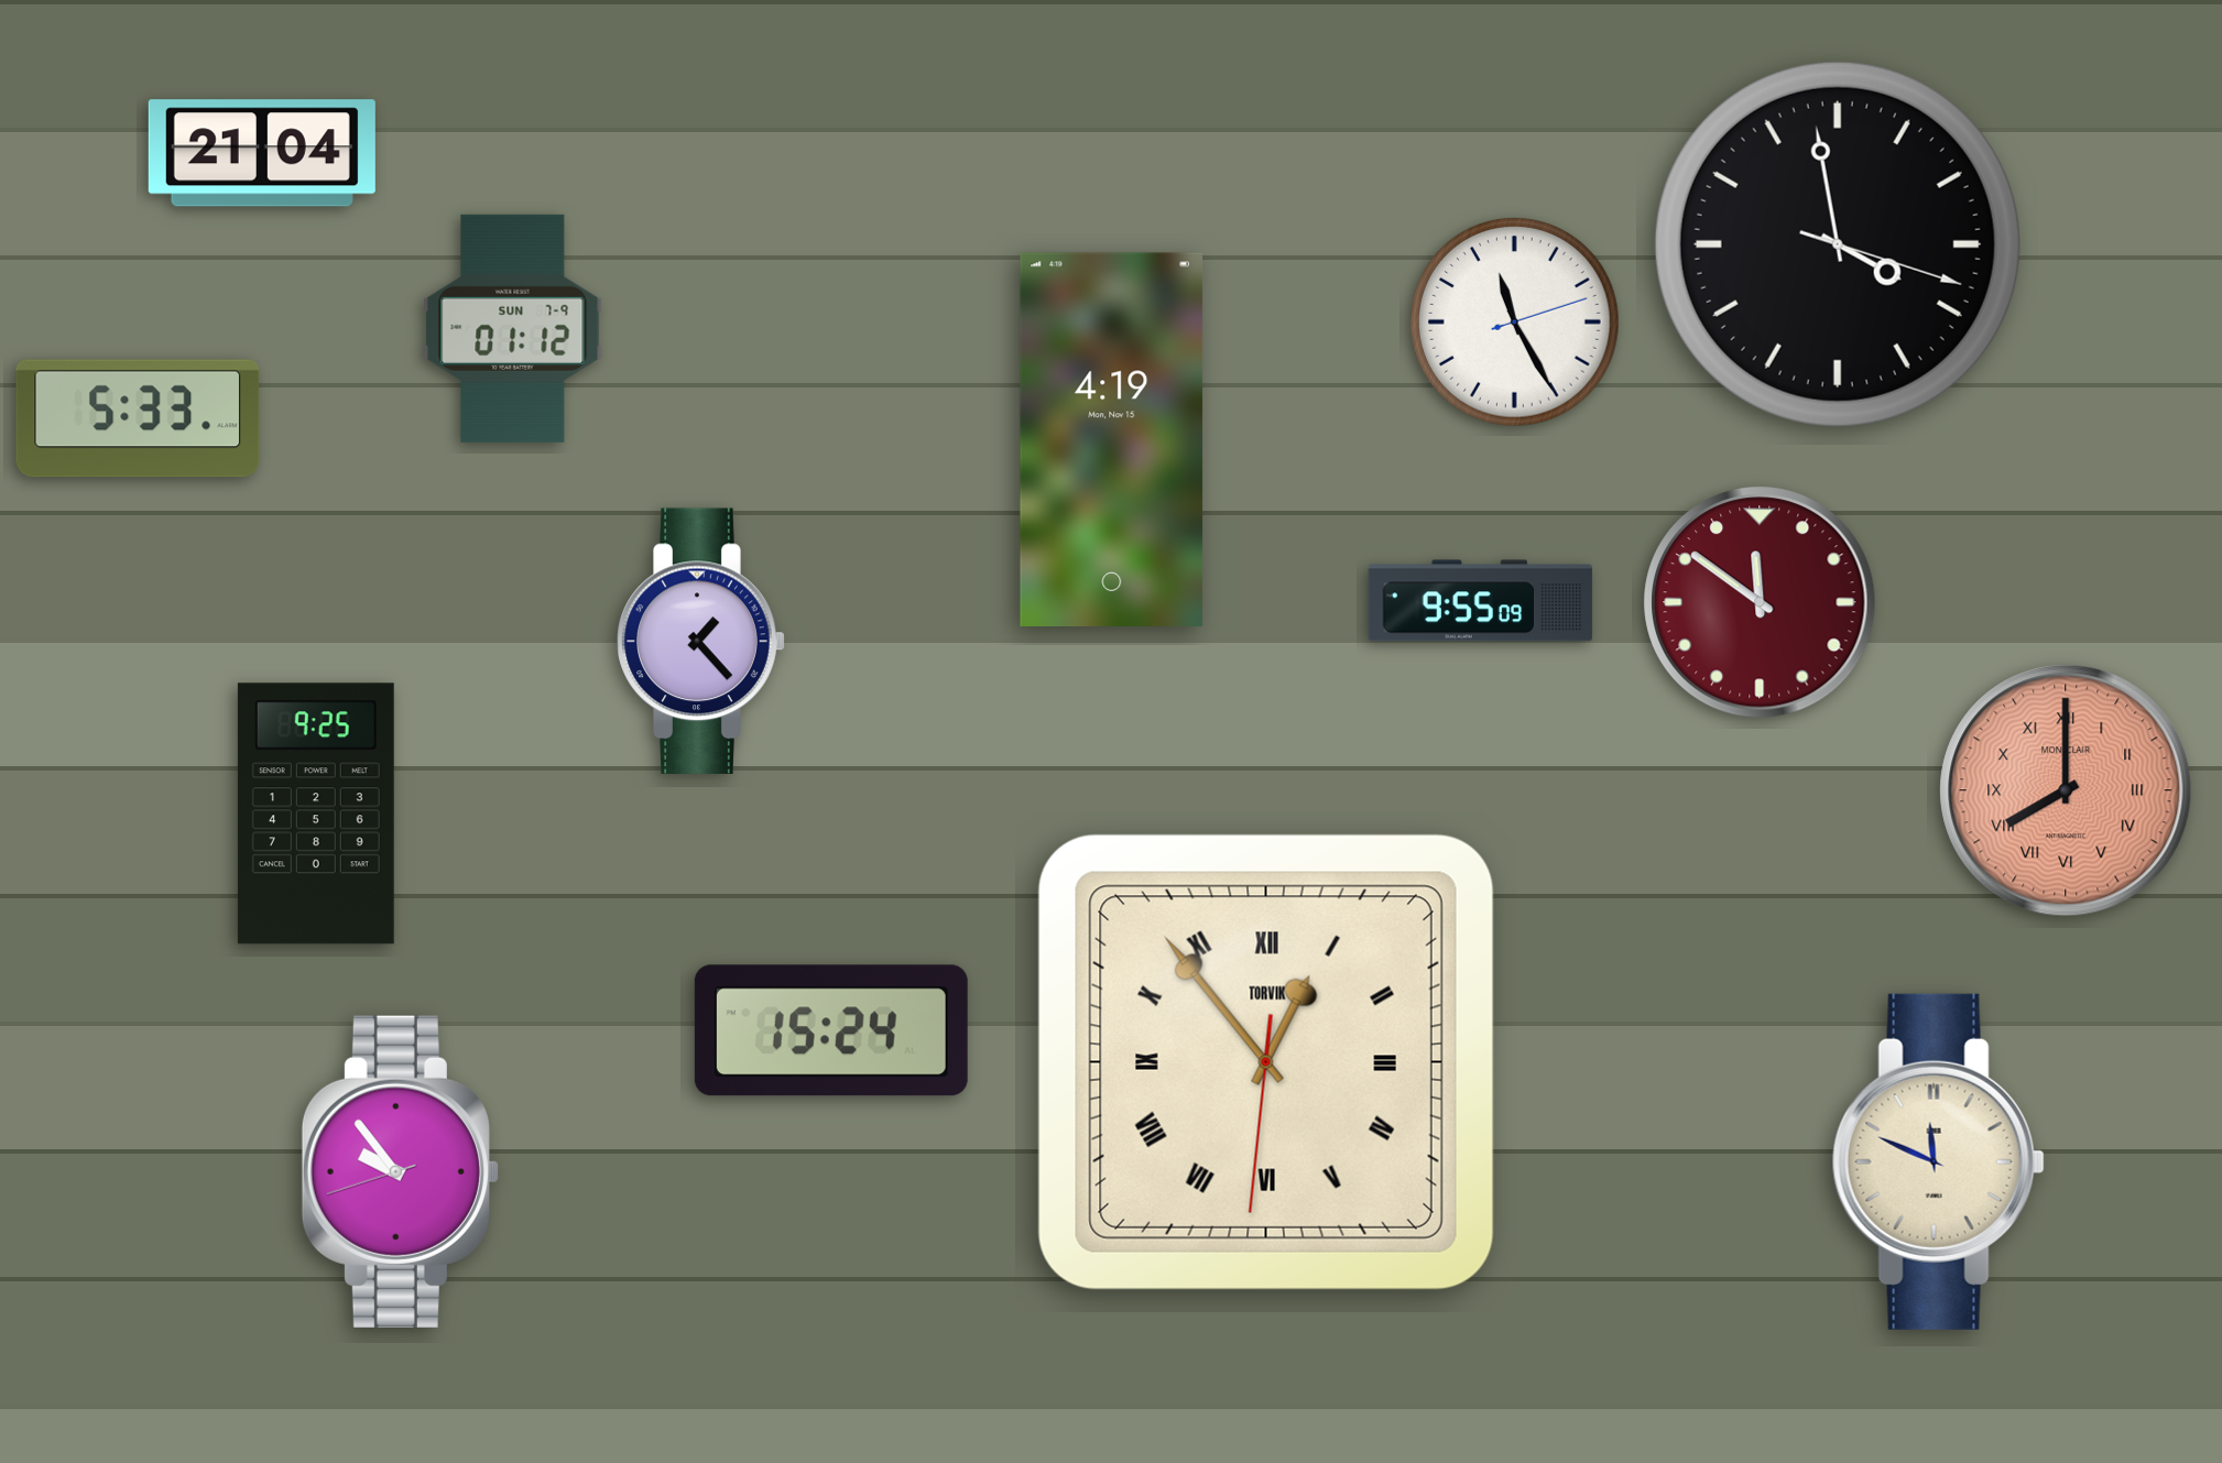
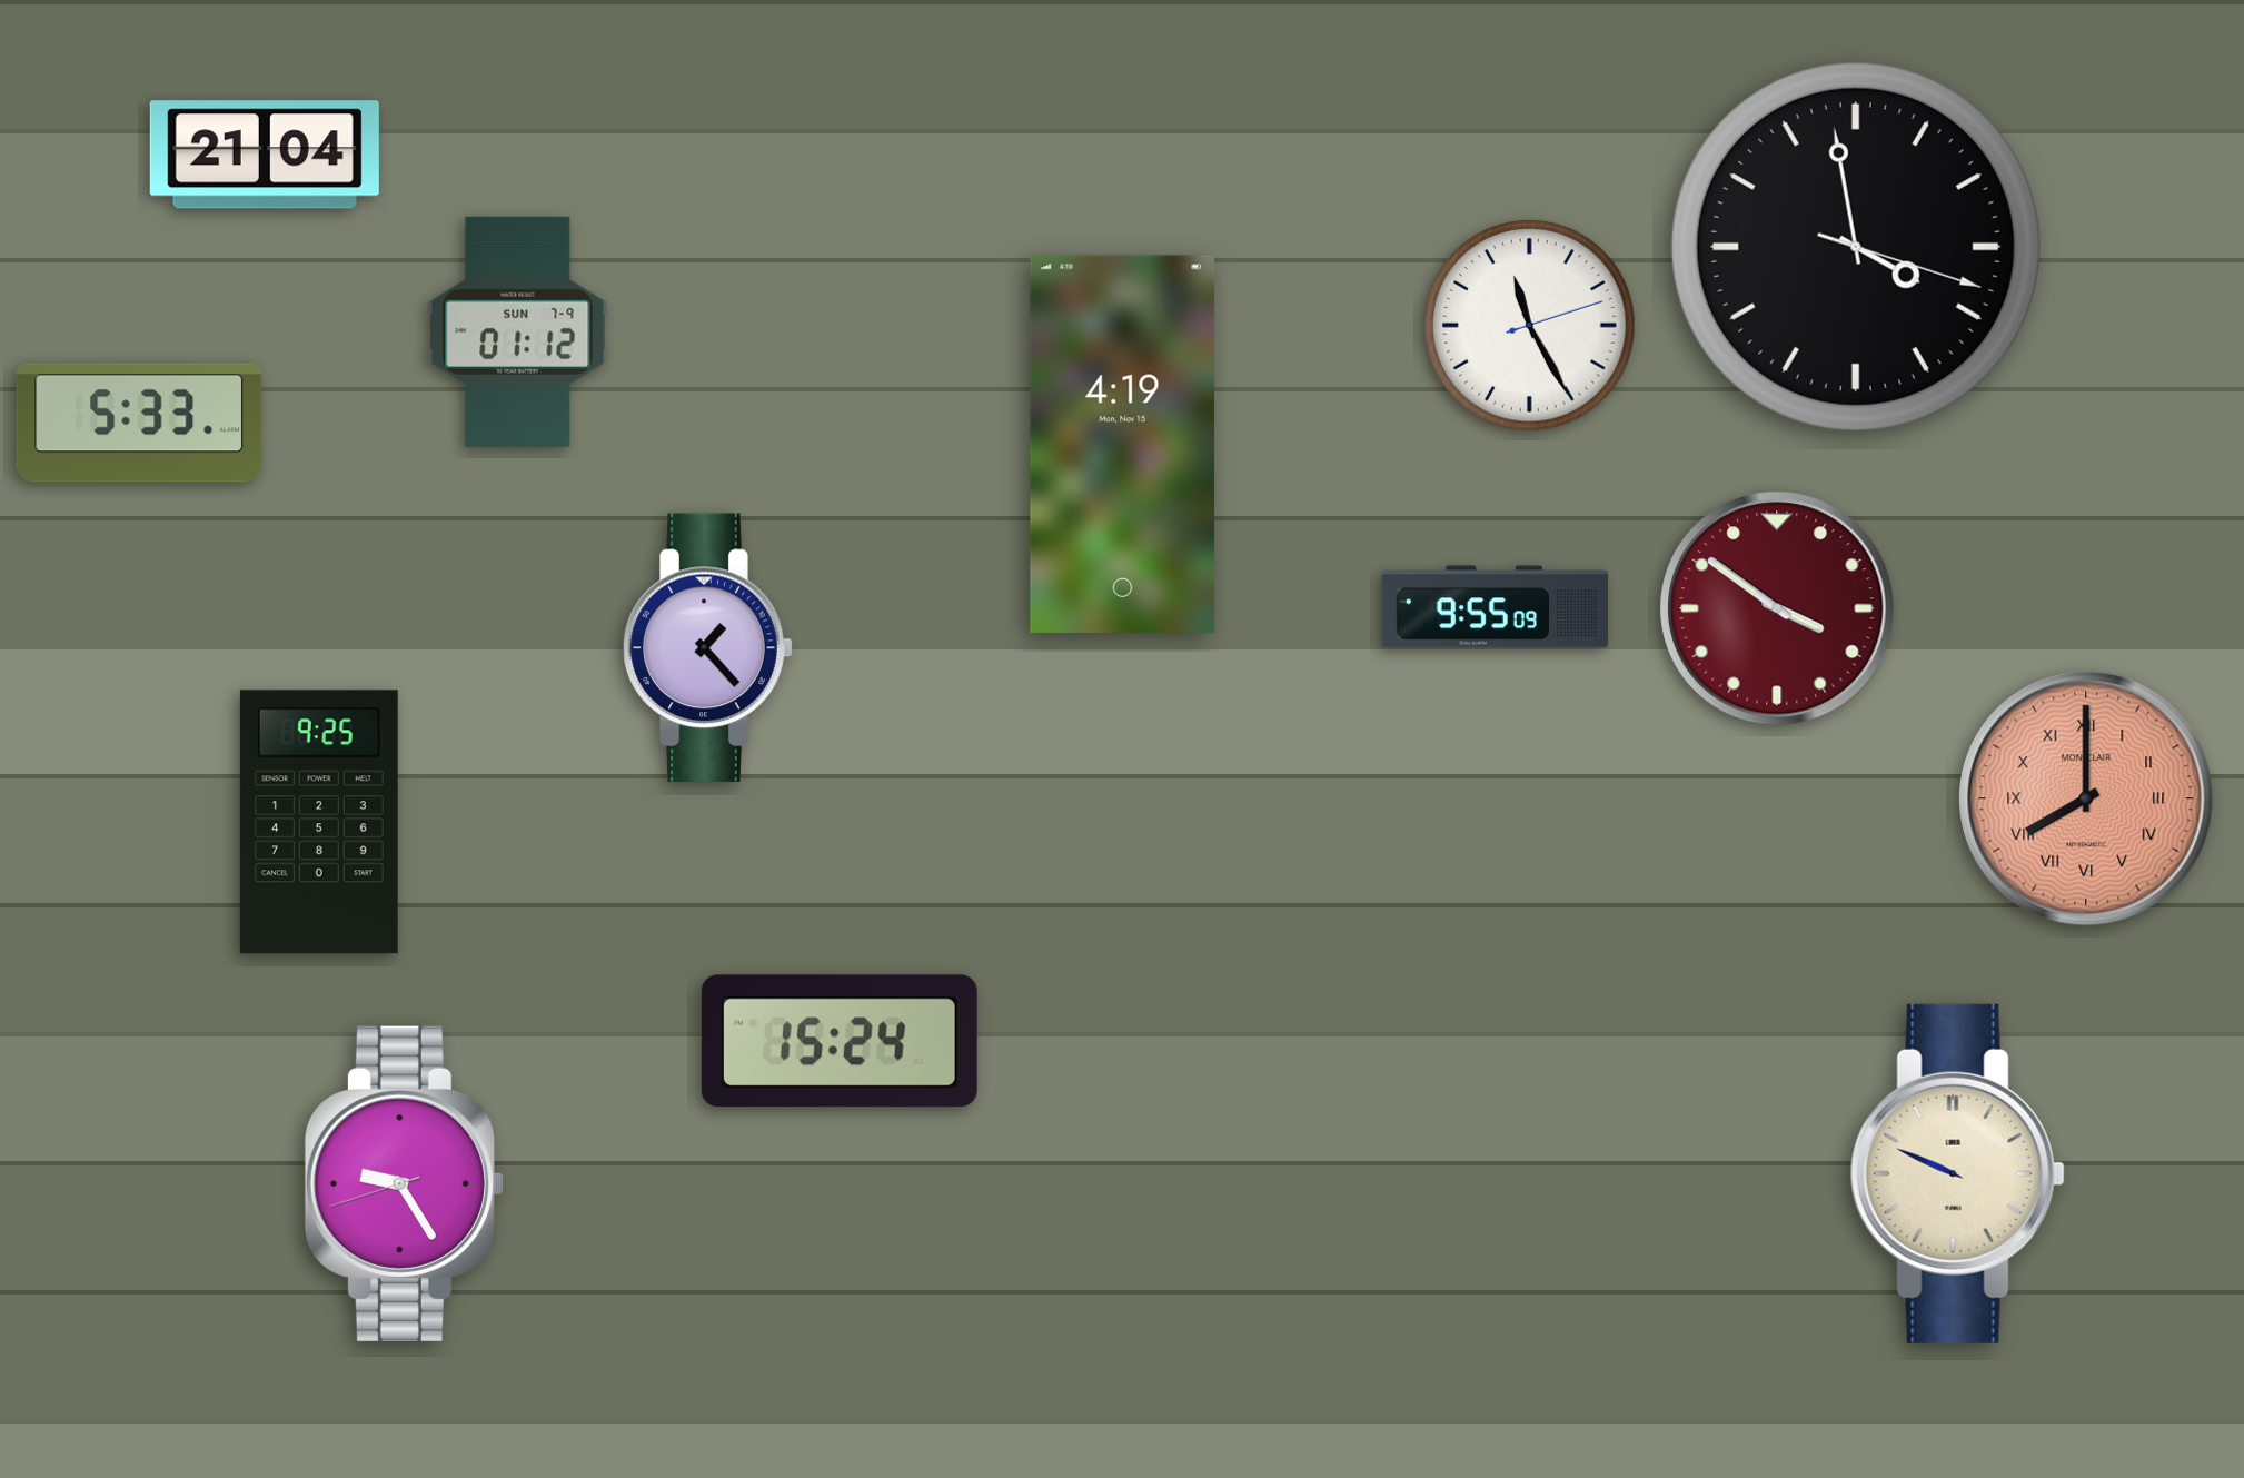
clock at (1760, 602): 11:51 -> 3:51
clock at (1266, 1062): 12:53 -> none
clock at (1938, 1161): 11:49 -> 9:49
clock at (400, 1171): 9:53 -> 9:24
